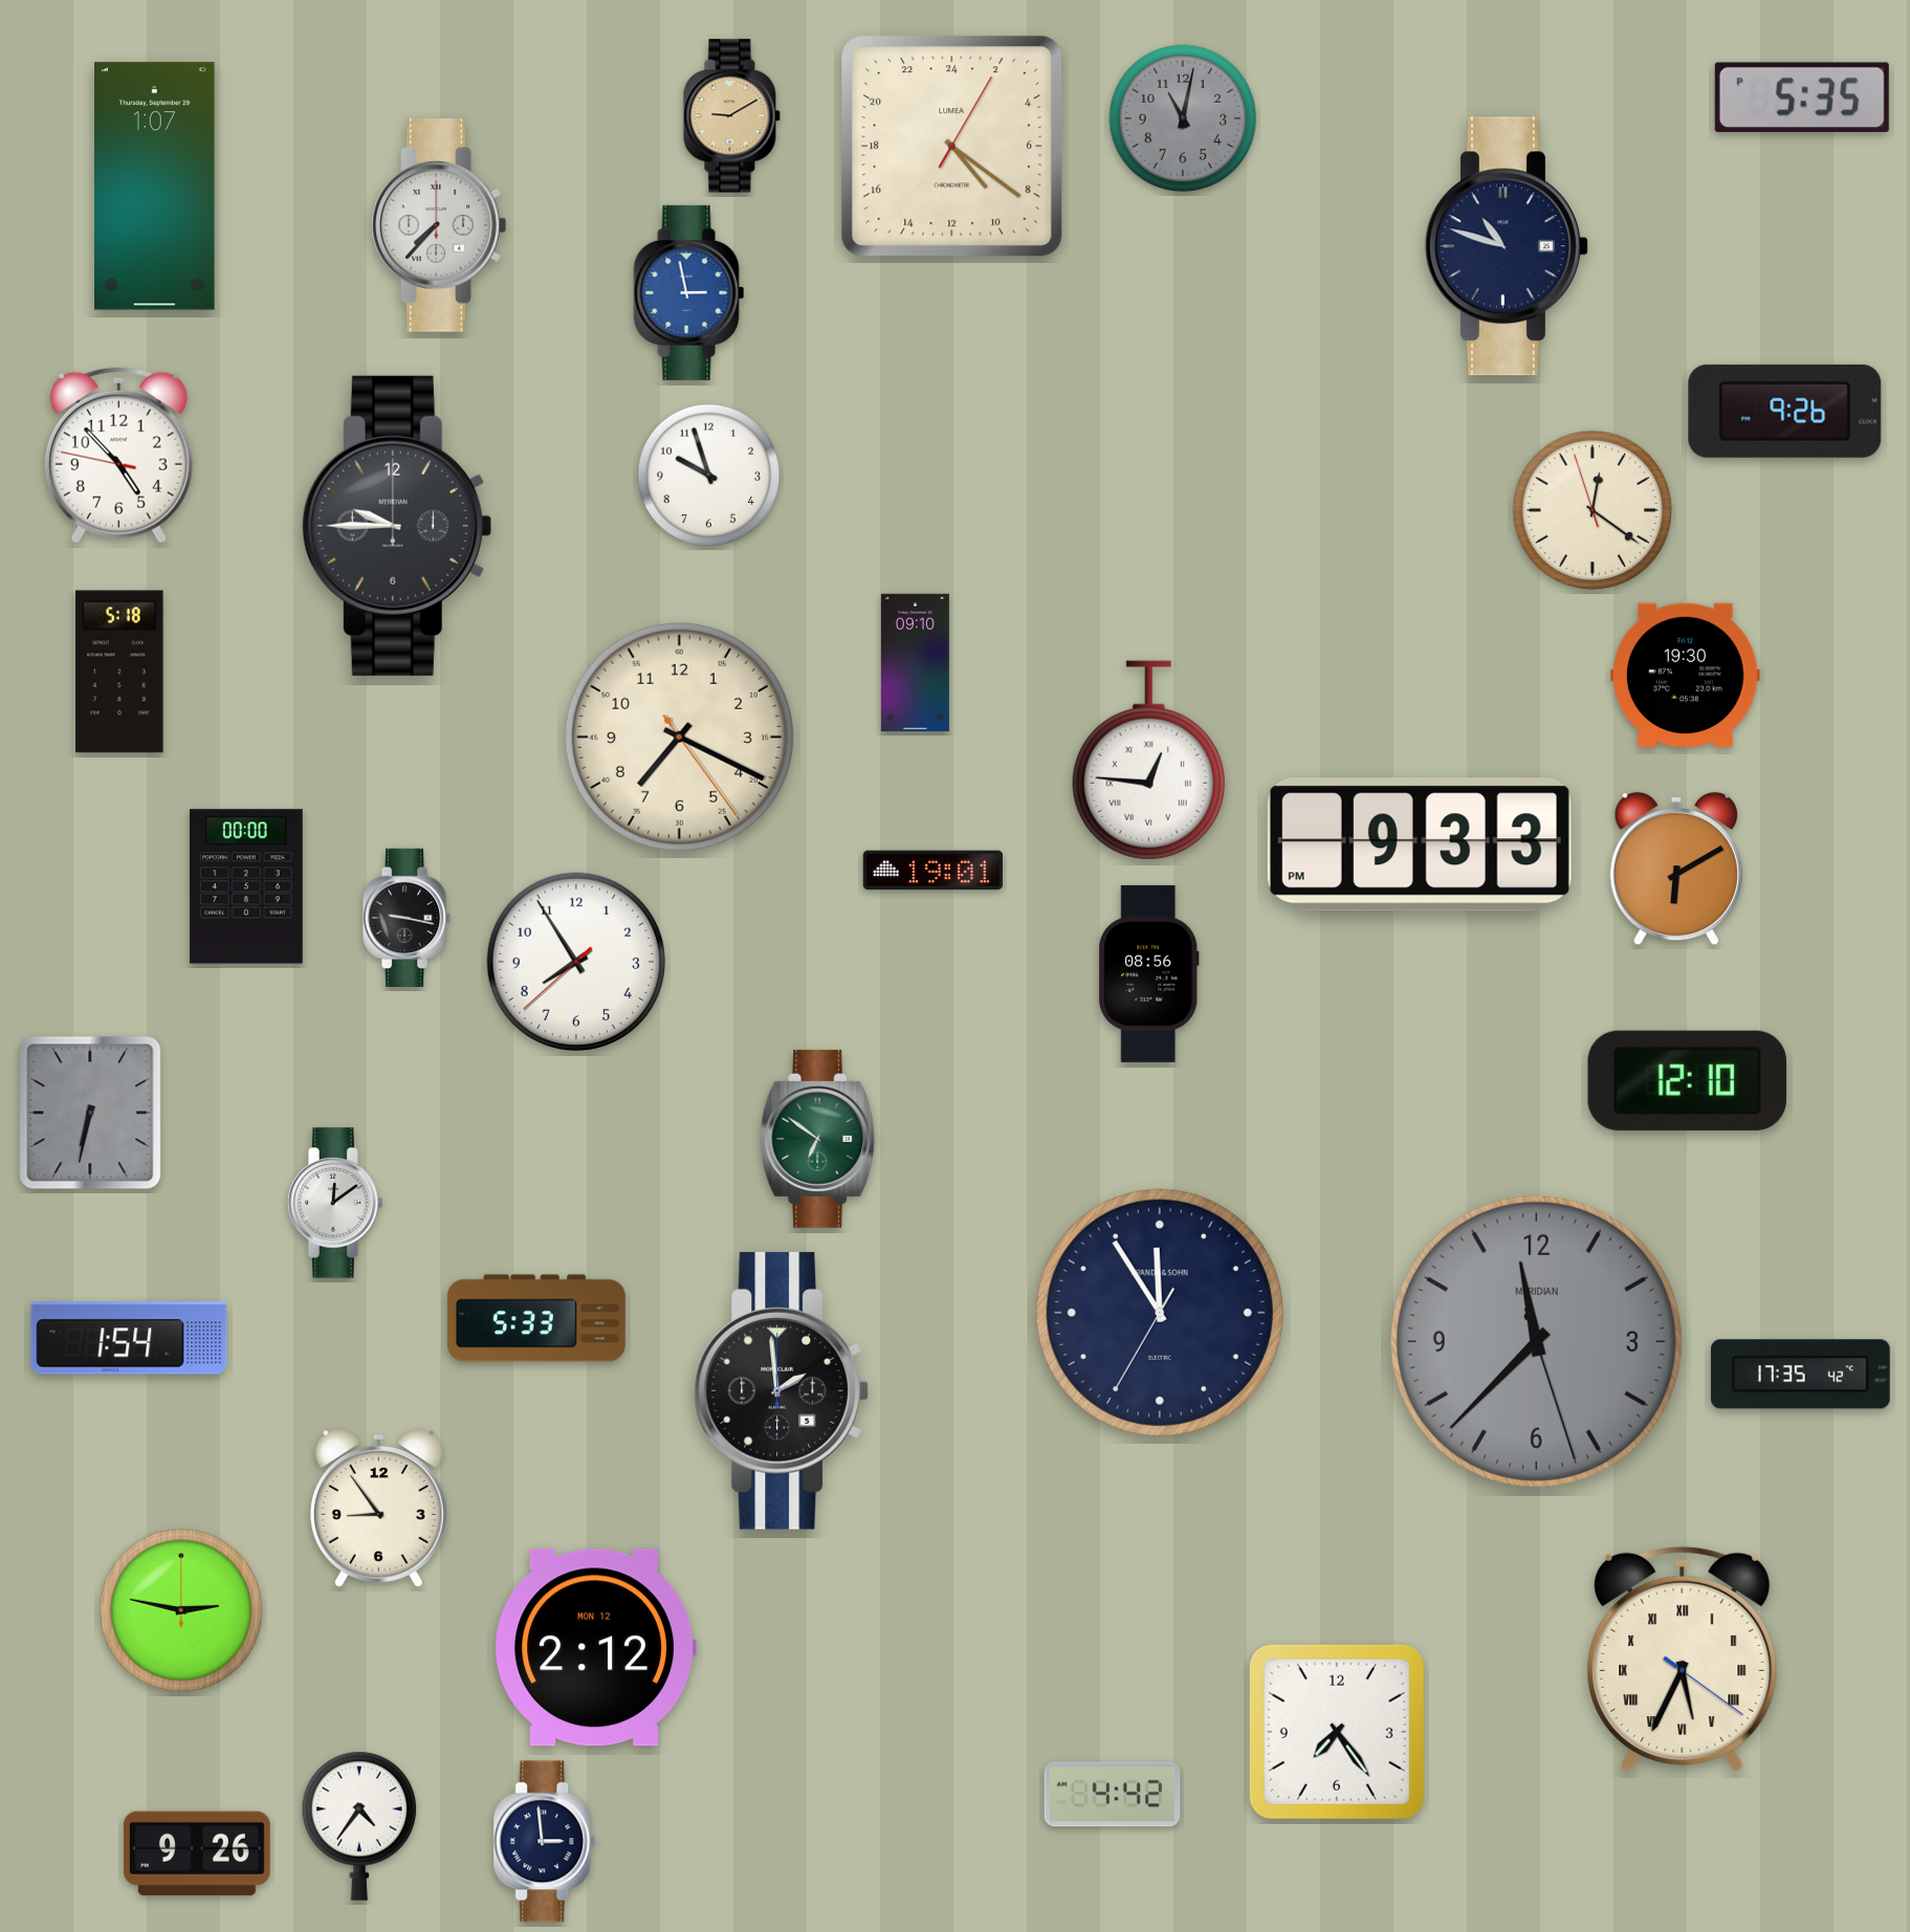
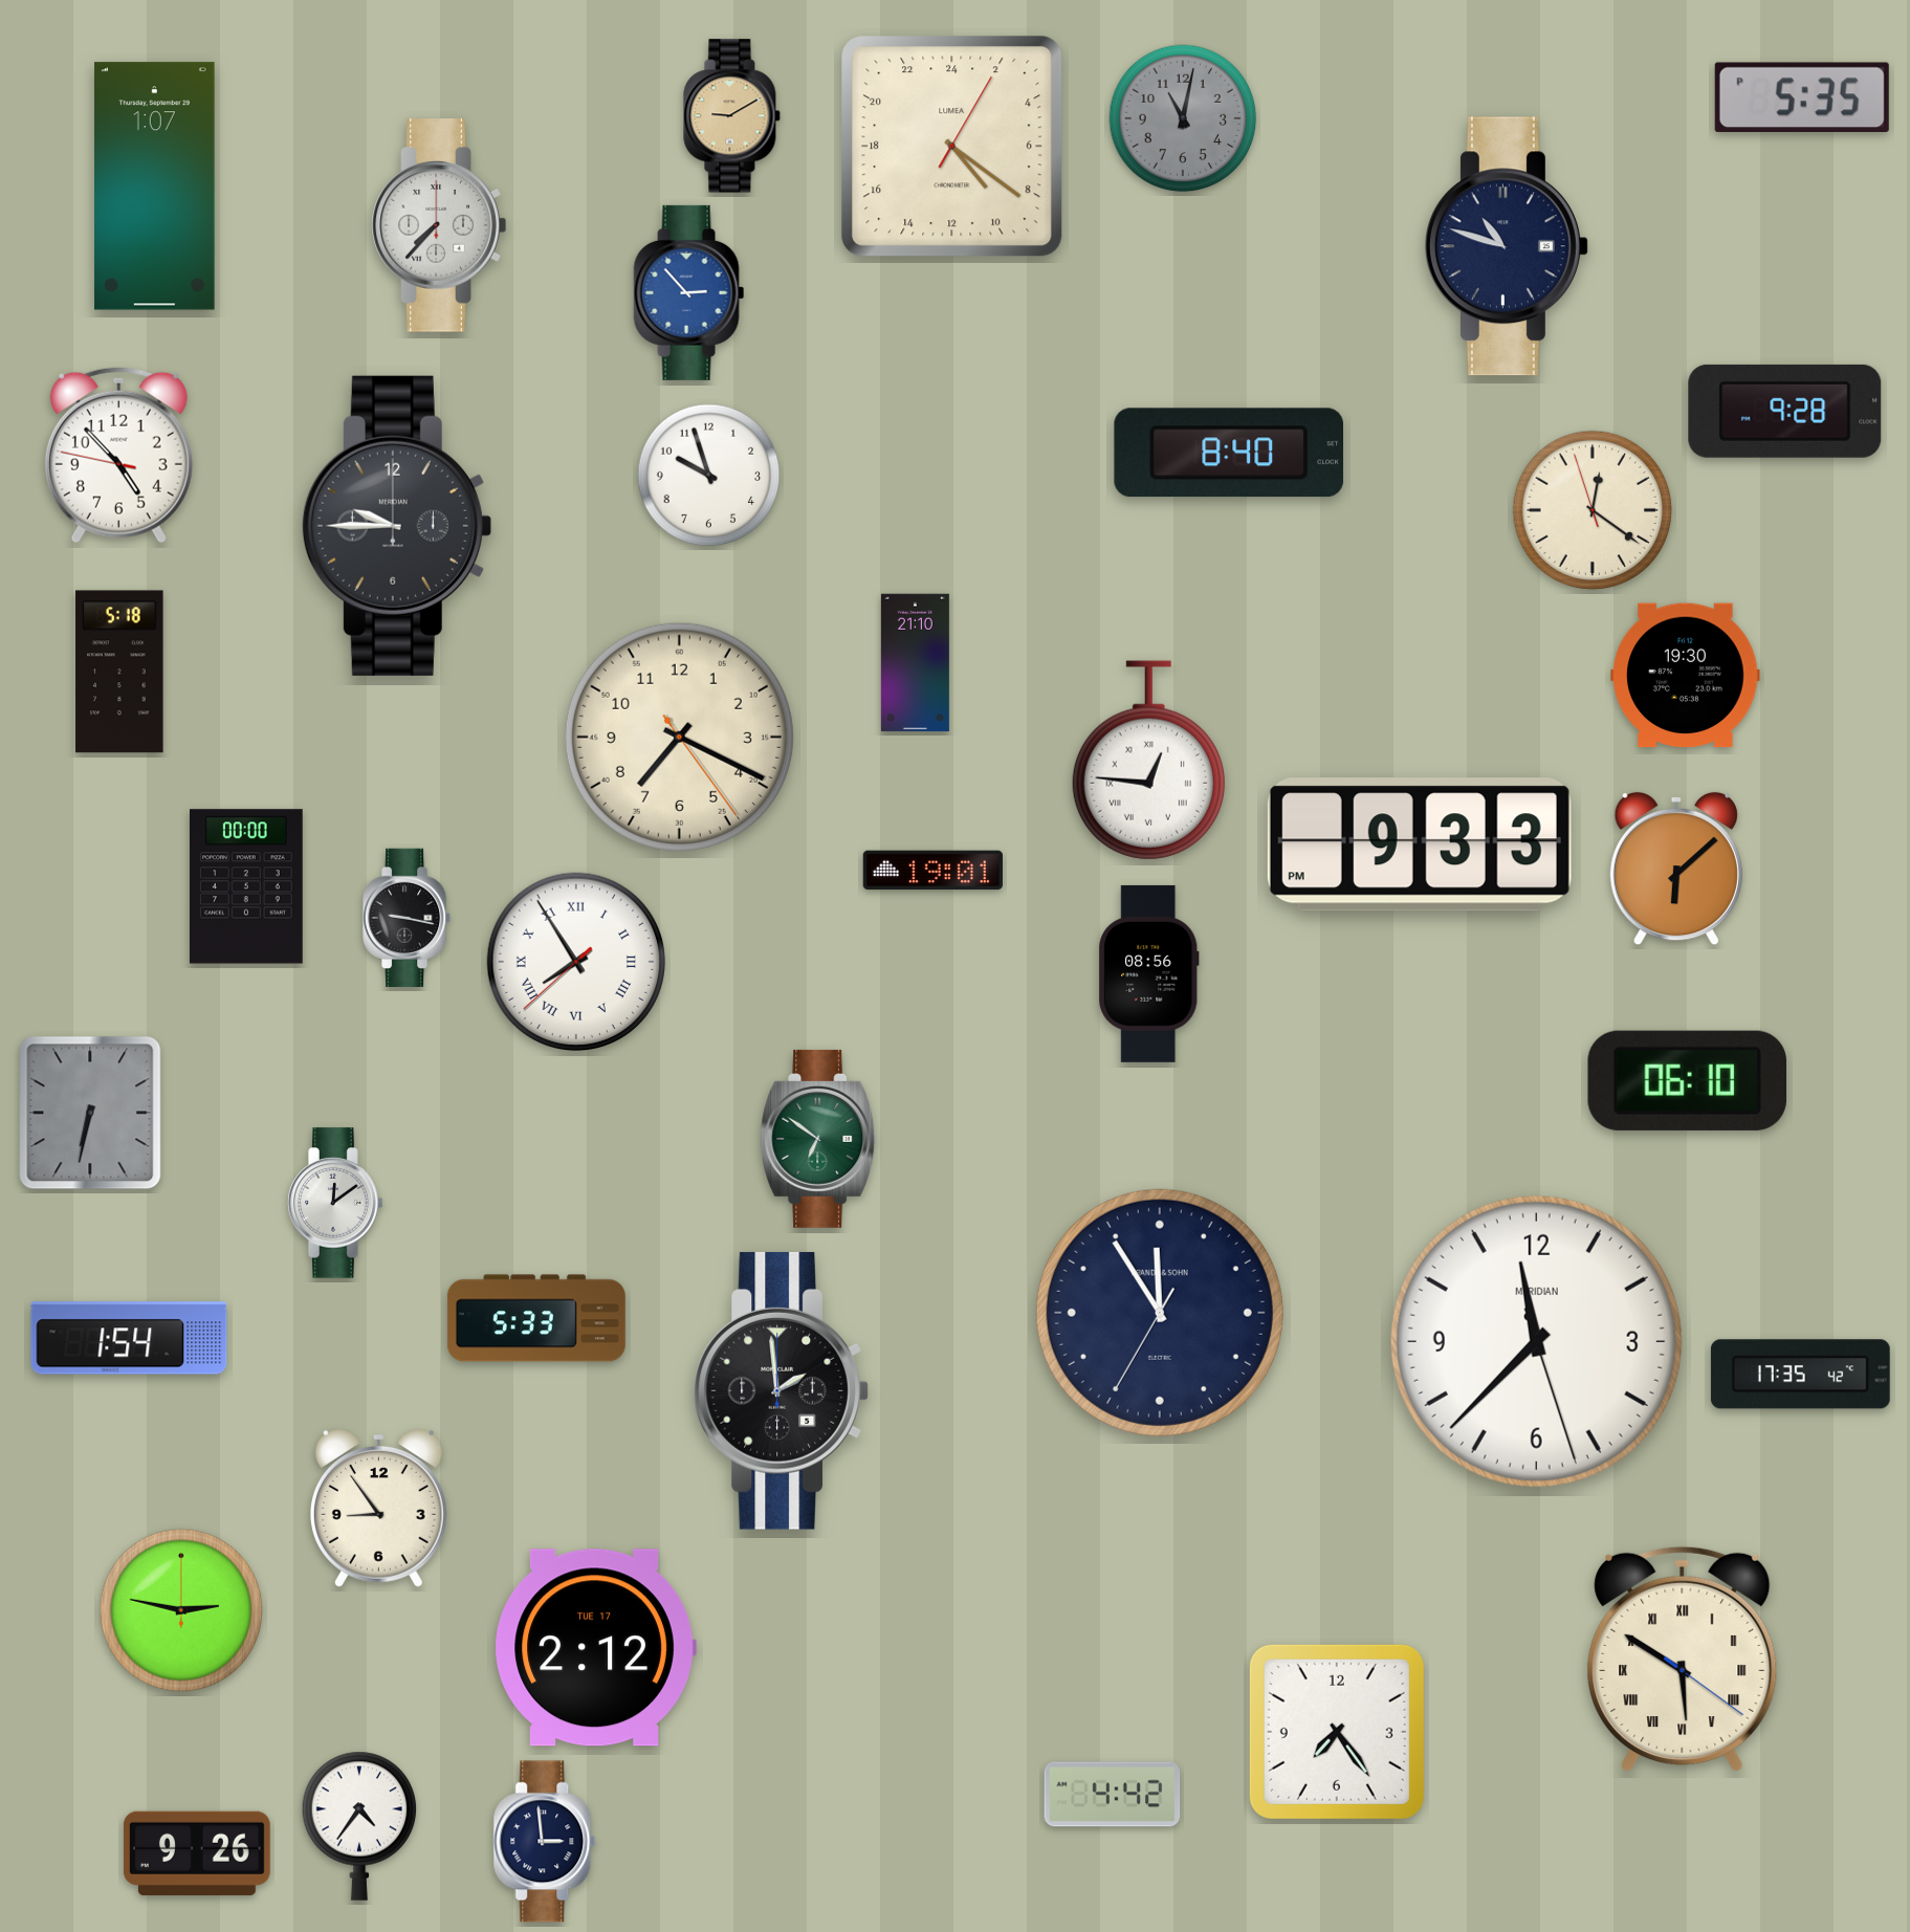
clock at (689, 292): 2:58 -> 2:53
clock at (1785, 411): 9:26 -> 9:28
clock at (1228, 453): none -> 8:40
clock at (915, 663): 09:10 -> 21:10
clock at (1676, 869): 6:10 -> 6:08
clock at (575, 961) numerals: Arabic -> Roman
clock at (1687, 1080): 12:10 -> 06:10
clock at (1536, 1341) dial: grey -> white
clock at (595, 1648) date: MON 12 -> TUE 17
clock at (1683, 1660): 5:34 -> 5:50
